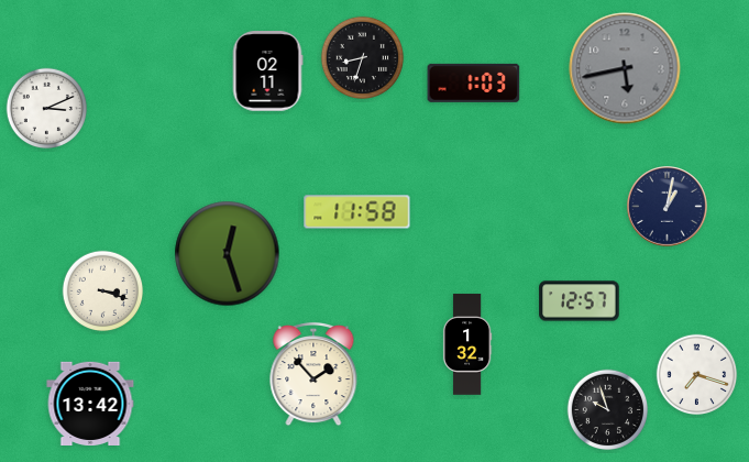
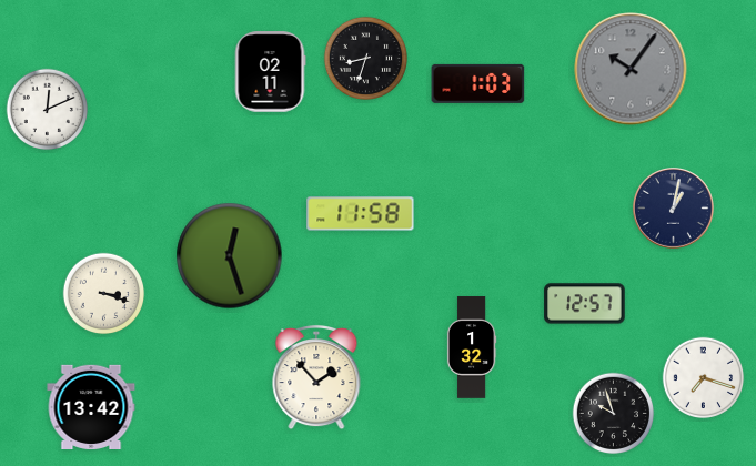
clock at (625, 68): 5:43 -> 10:06
clock at (47, 109): 3:11 -> 12:11
